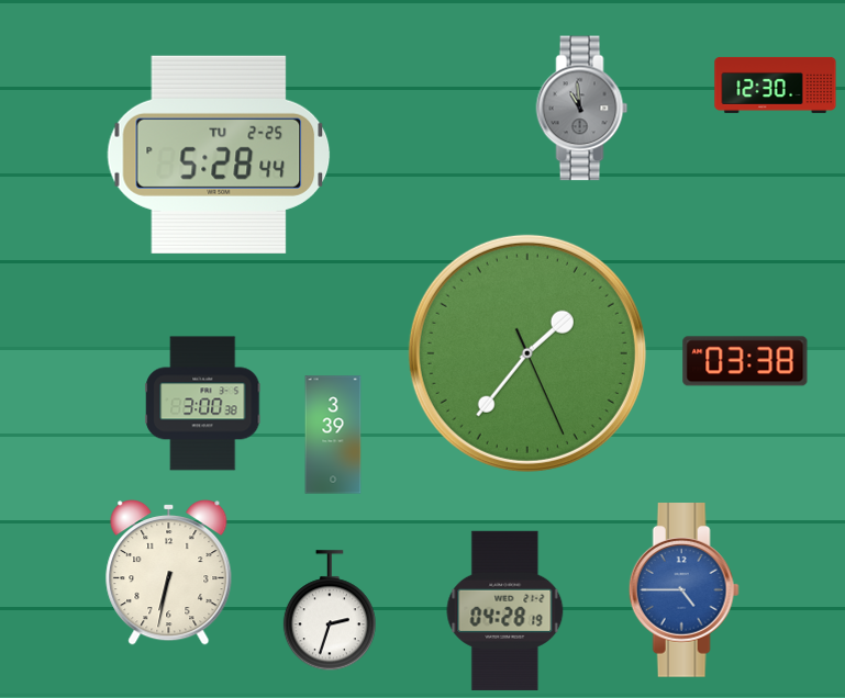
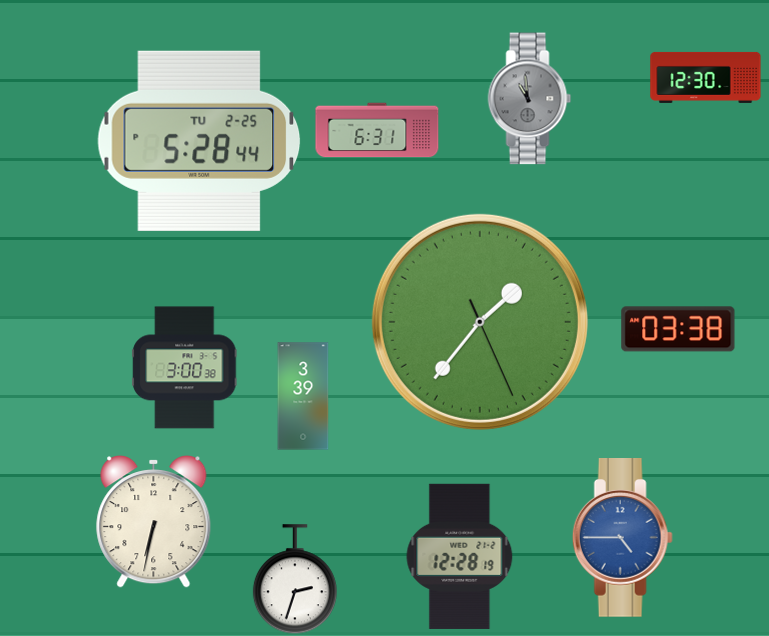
clock at (377, 130): none -> 6:31
clock at (330, 610) position: (330, 610) -> (295, 579)
clock at (505, 610): 04:28 -> 12:28
